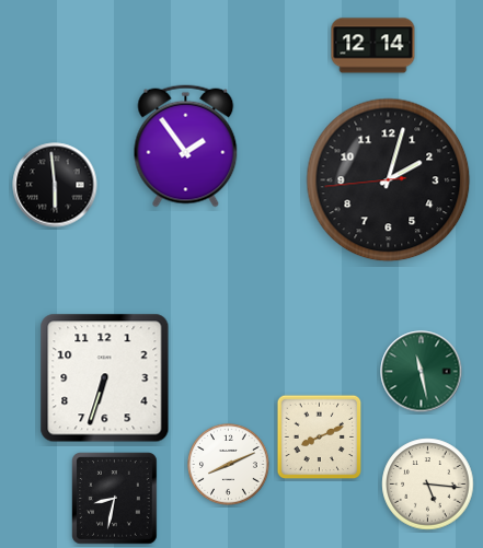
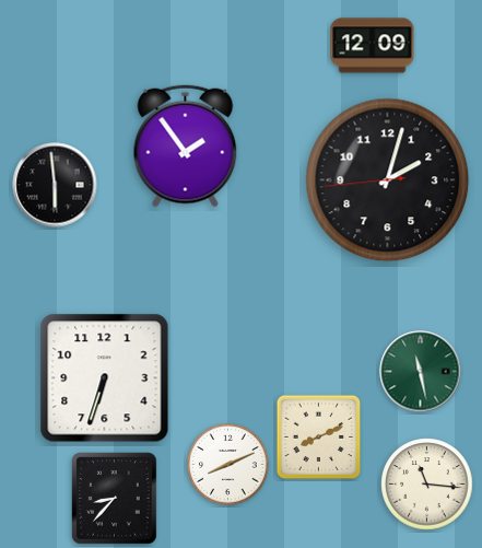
clock at (373, 46): 12:14 -> 12:09
clock at (428, 485): 5:16 -> 11:16
clock at (115, 499): 8:32 -> 8:37
